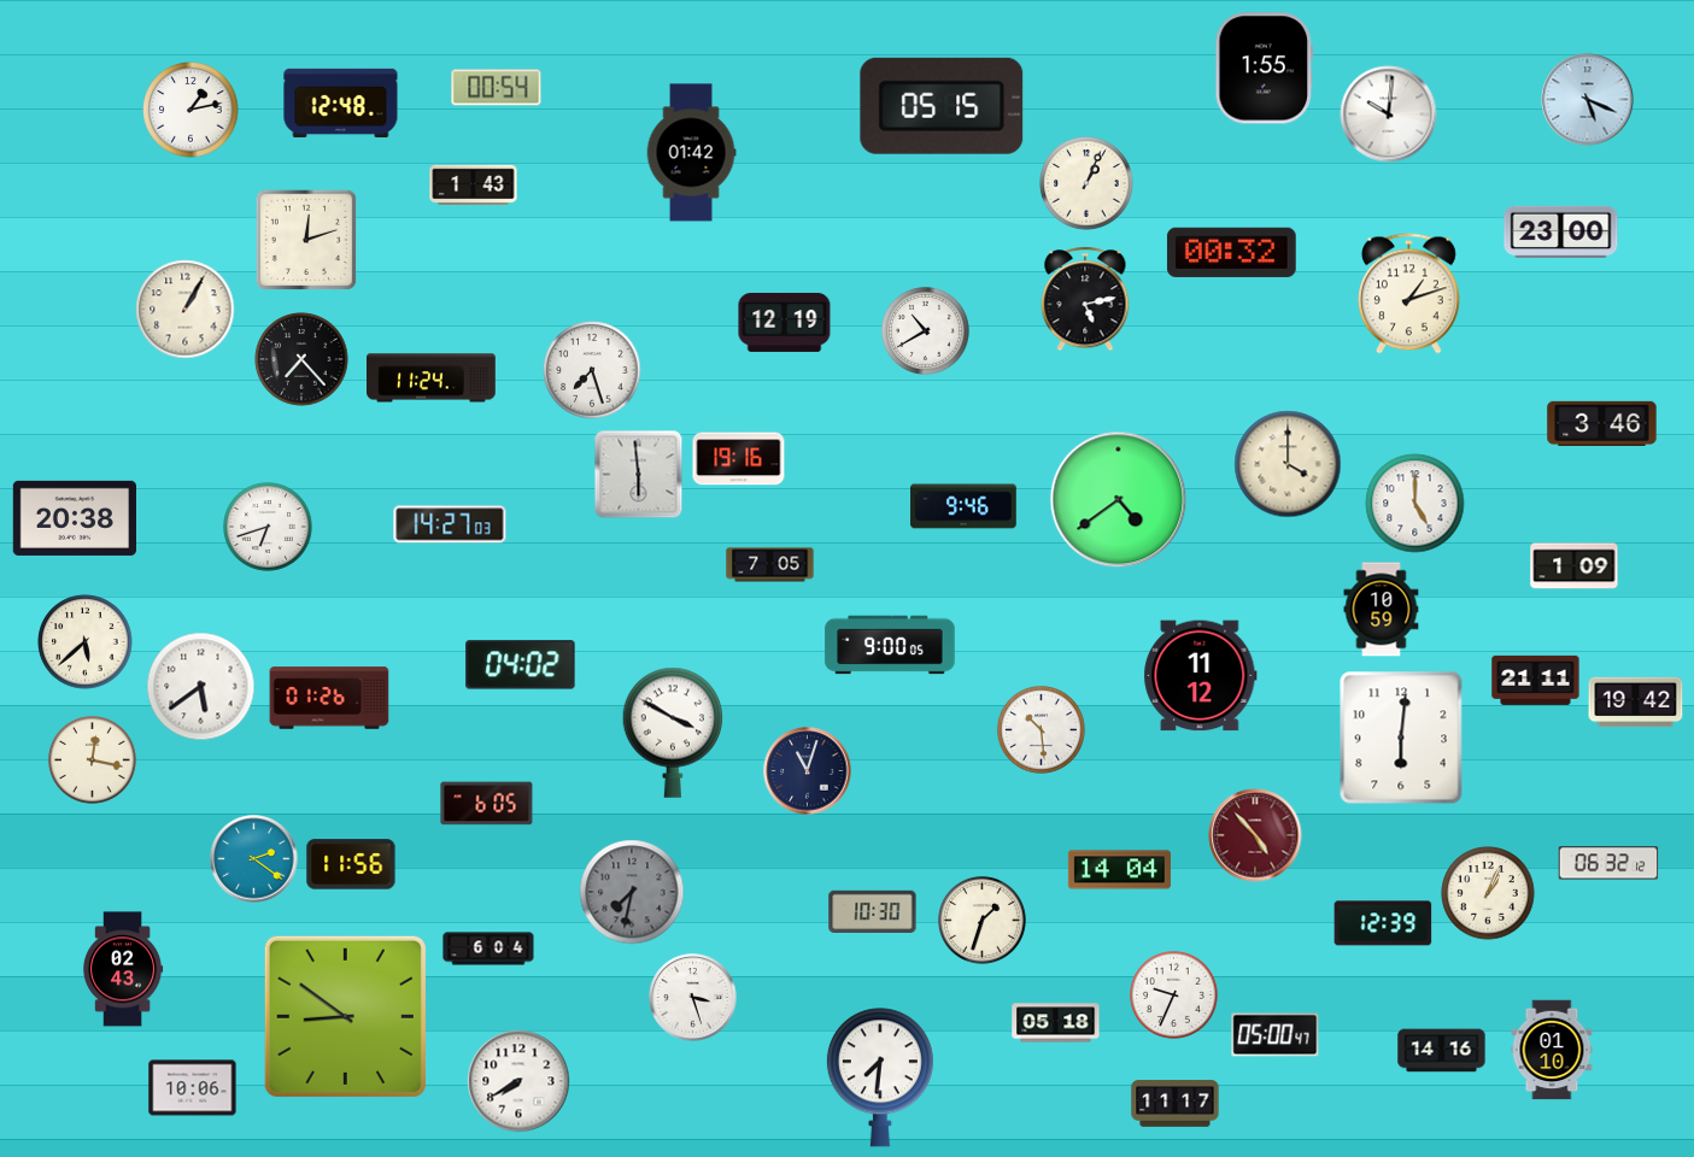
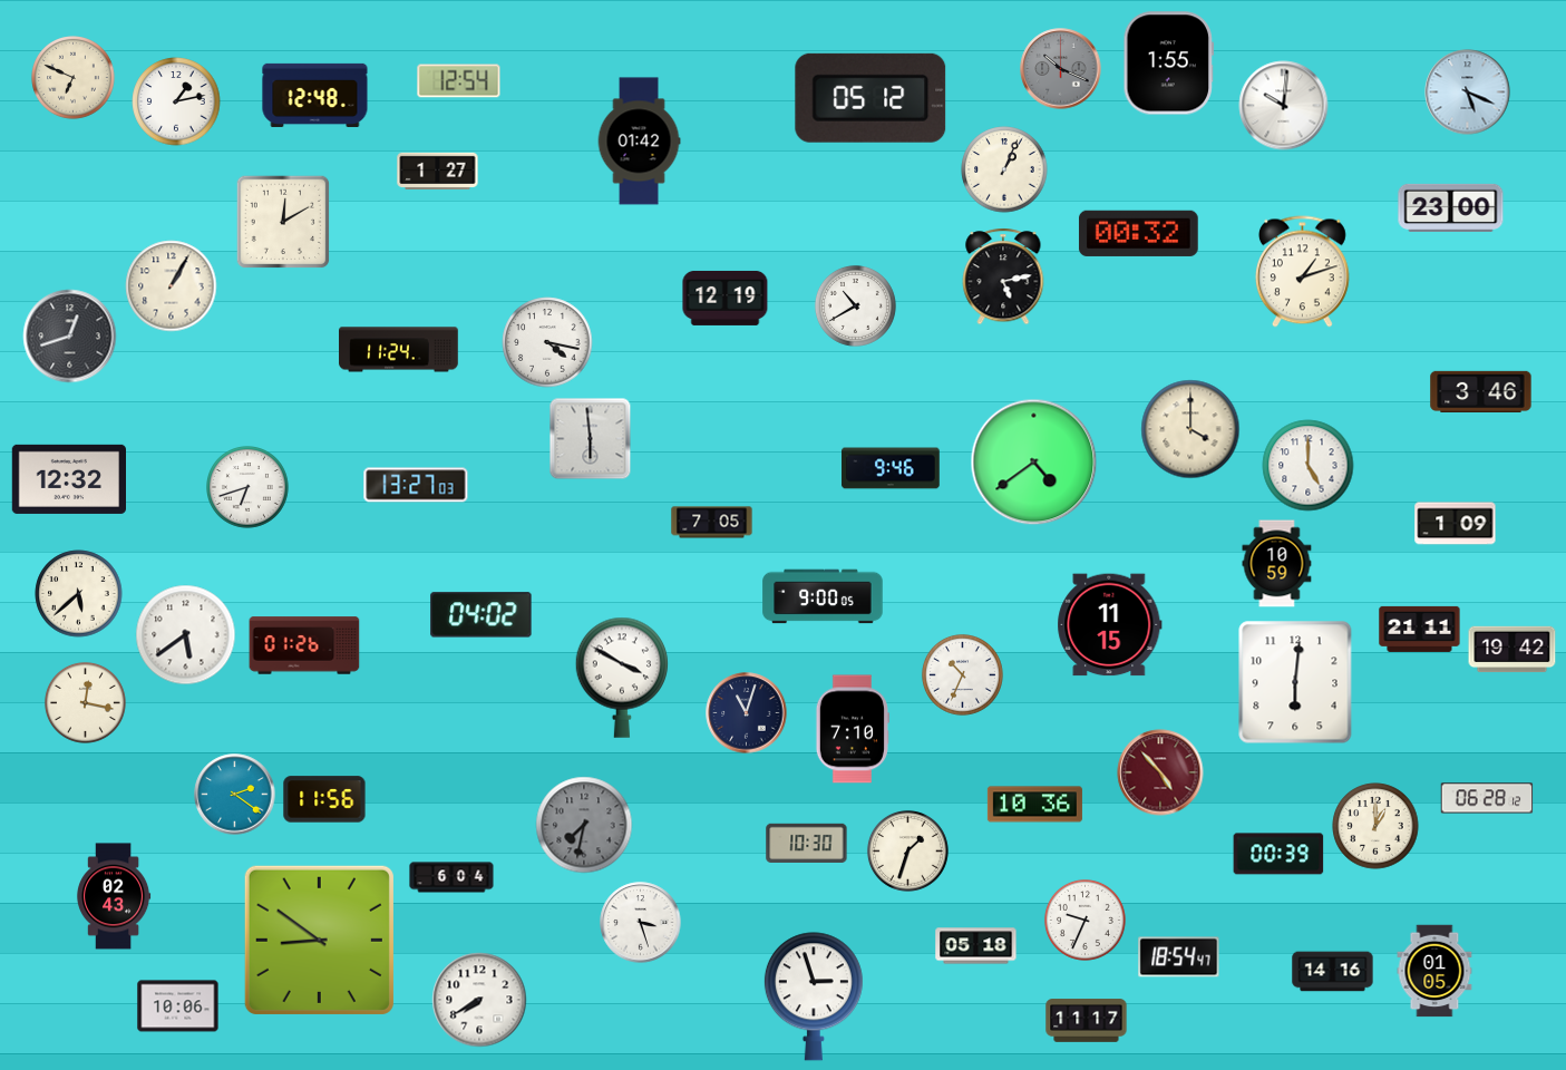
clock at (1061, 69): none -> 10:19
clock at (74, 78): none -> 6:49
clock at (497, 88): 00:54 -> 12:54
clock at (942, 106): 05:15 -> 05:12
clock at (474, 186): 1:43 -> 1:27
clock at (1561, 231) position: (1561, 231) -> (1451, 207)
clock at (306, 240): 12:12 -> 12:10
clock at (301, 359): 7:23 -> none
clock at (70, 337): none -> 12:42
clock at (592, 370): 7:27 -> 4:17
clock at (739, 459): 19:16 -> none
clock at (74, 518): 20:38 -> 12:32
clock at (450, 524): 14:27 -> 13:27
clock at (1201, 676): 11:12 -> 11:15
clock at (1042, 730): 10:29 -> 10:34
clock at (852, 729): none -> 7:10
clock at (487, 804): 6:05 -> none
clock at (1608, 863): 06:32 -> 06:28
clock at (1119, 870): 14:04 -> 10:36
clock at (1488, 893): 1:04 -> 1:00
clock at (1383, 923): 12:39 -> 00:39
clock at (1276, 1035): 05:00 -> 18:54
clock at (1552, 1050): 01:10 -> 01:05
clock at (880, 1077): 7:31 -> 2:57
